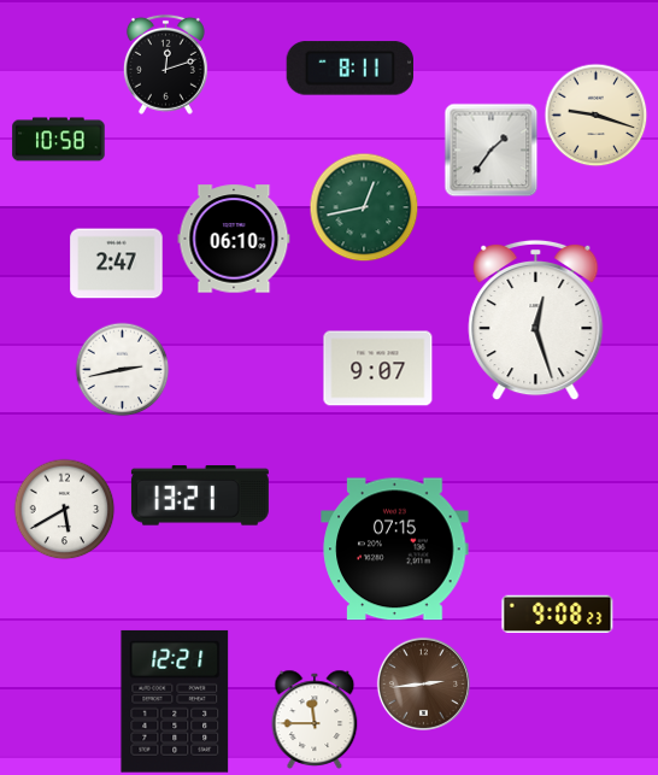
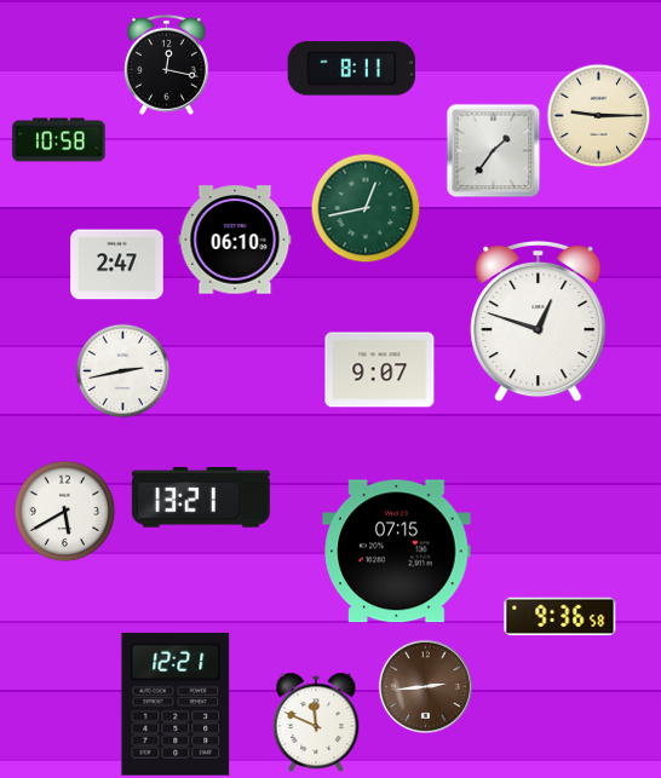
clock at (165, 64): 12:12 -> 12:17
clock at (595, 115): 9:18 -> 9:15
clock at (536, 321): 12:27 -> 12:48
clock at (558, 615): 9:08 -> 9:36
clock at (315, 718): 11:45 -> 11:49
